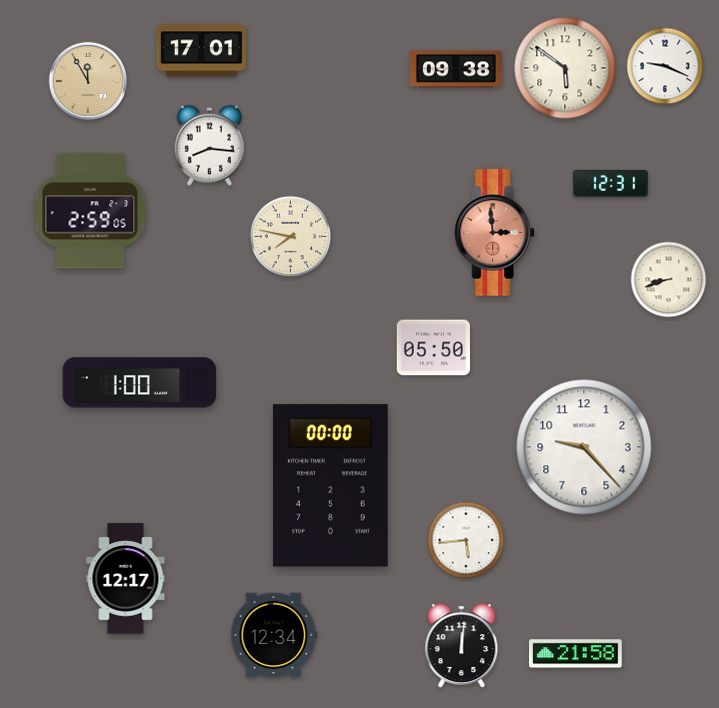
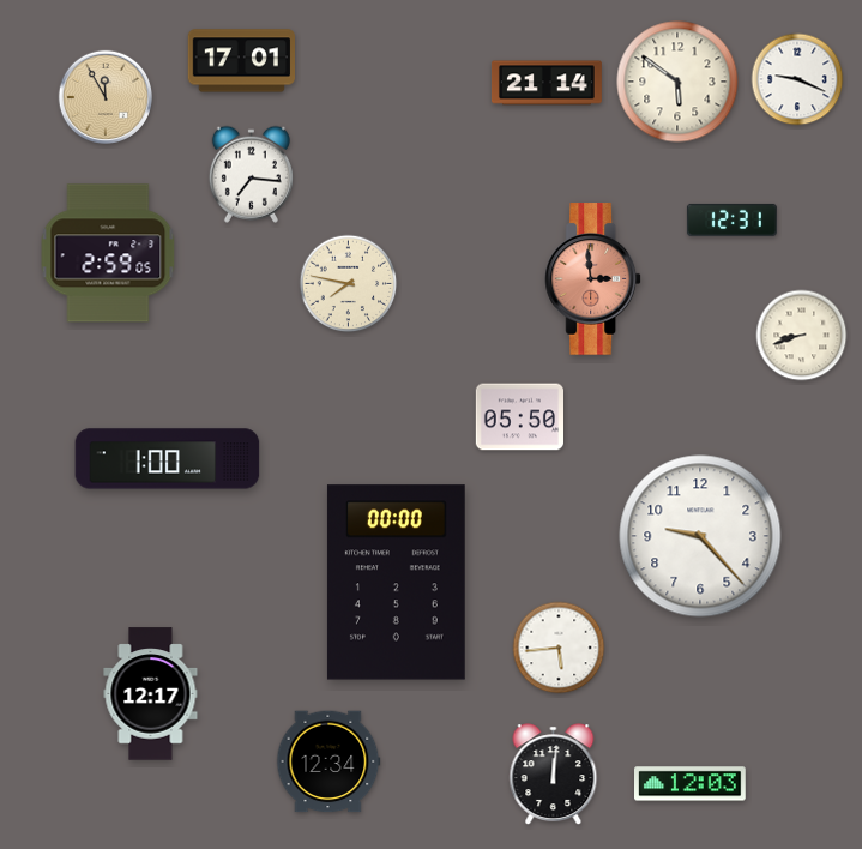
clock at (456, 69): 09:38 -> 21:14
clock at (209, 145): 8:16 -> 7:16
clock at (576, 654): 21:58 -> 12:03
